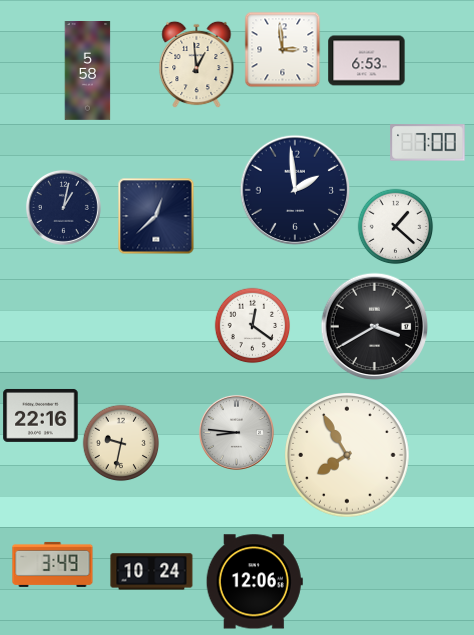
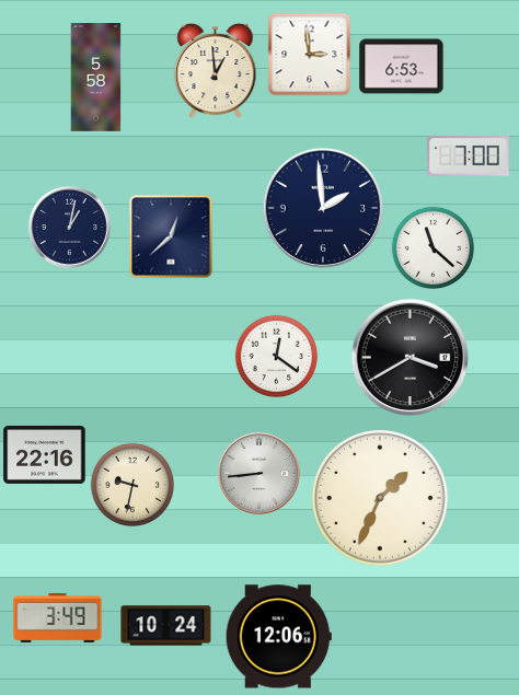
clock at (396, 227): 1:22 -> 11:22
clock at (236, 432): 8:46 -> 8:44
clock at (348, 456): 7:55 -> 1:34
